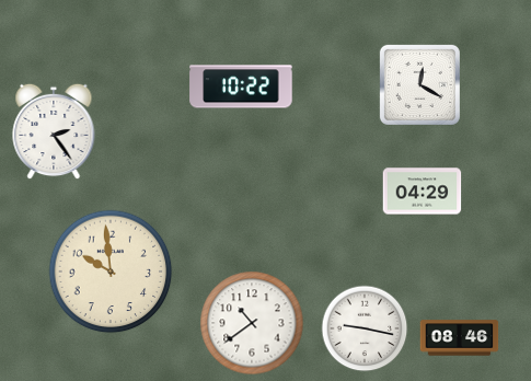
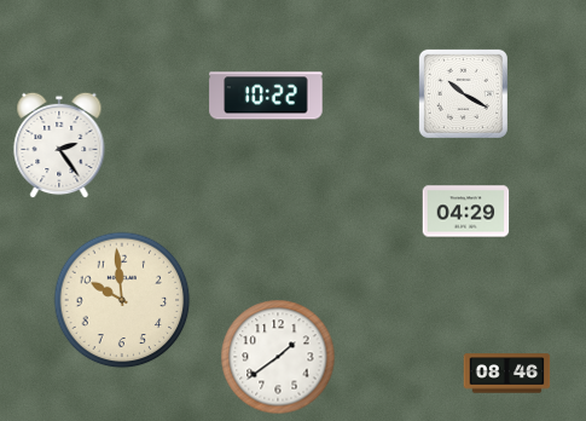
clock at (419, 84): 12:20 -> 10:20
clock at (252, 323): 10:39 -> 1:39
clock at (365, 328): 9:17 -> none
